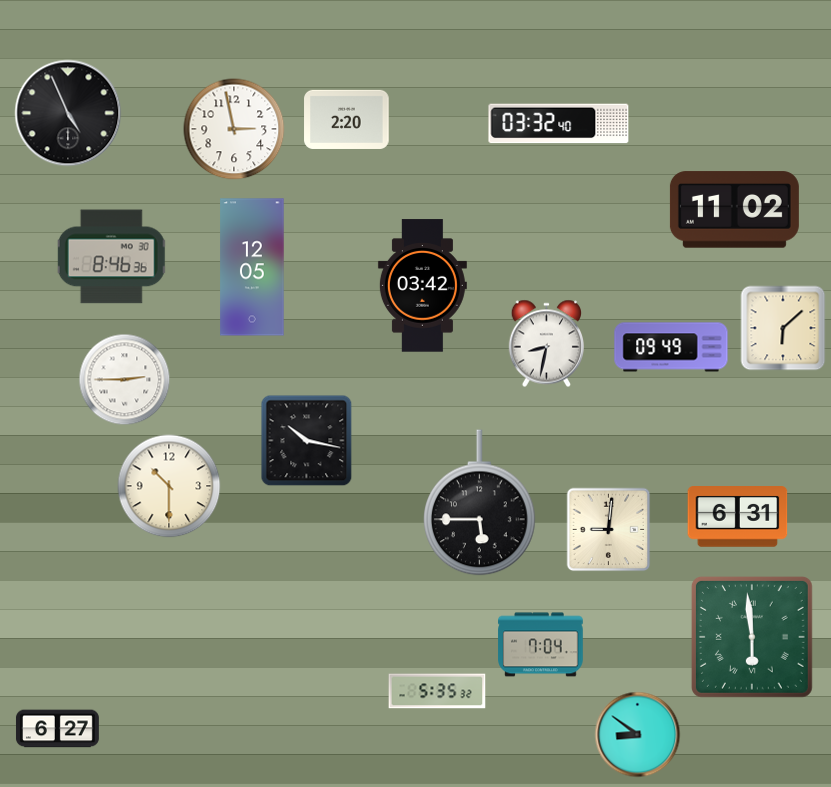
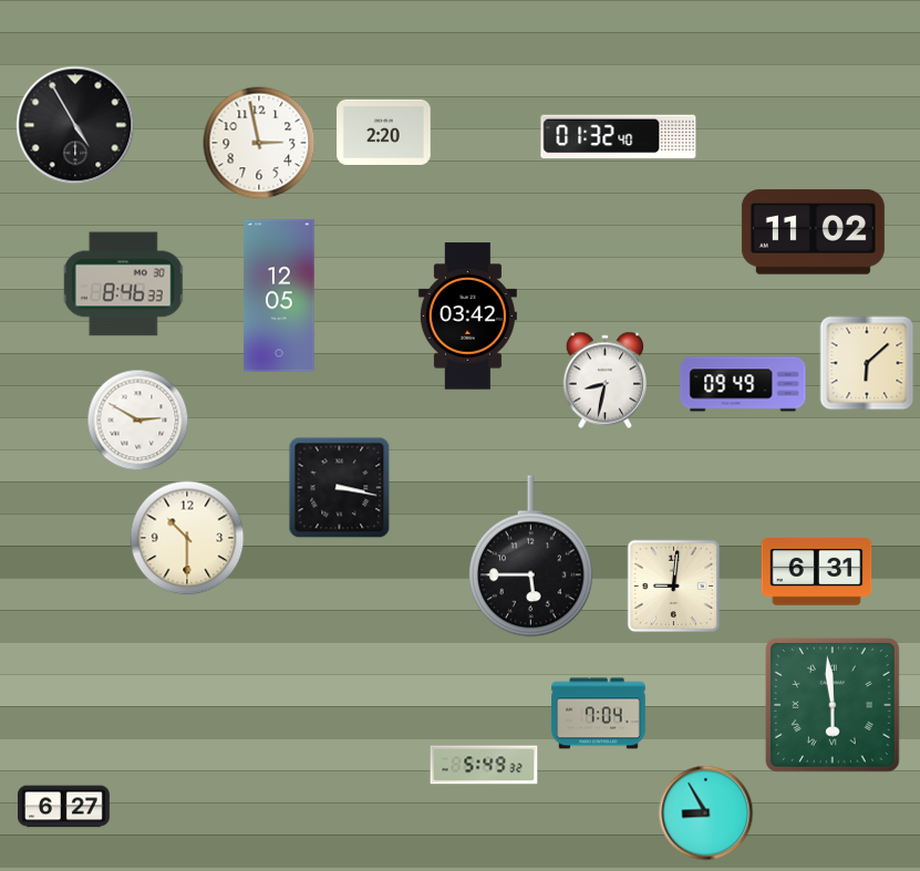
clock at (68, 113): 4:56 -> 4:55
clock at (559, 124): 03:32 -> 01:32
clock at (112, 257): 8:46:36 -> 8:46:33
clock at (125, 380): 2:45 -> 2:50
clock at (307, 441): 10:17 -> 3:17
clock at (437, 691): 5:35 -> 5:49
clock at (638, 735): 8:51 -> 8:55
